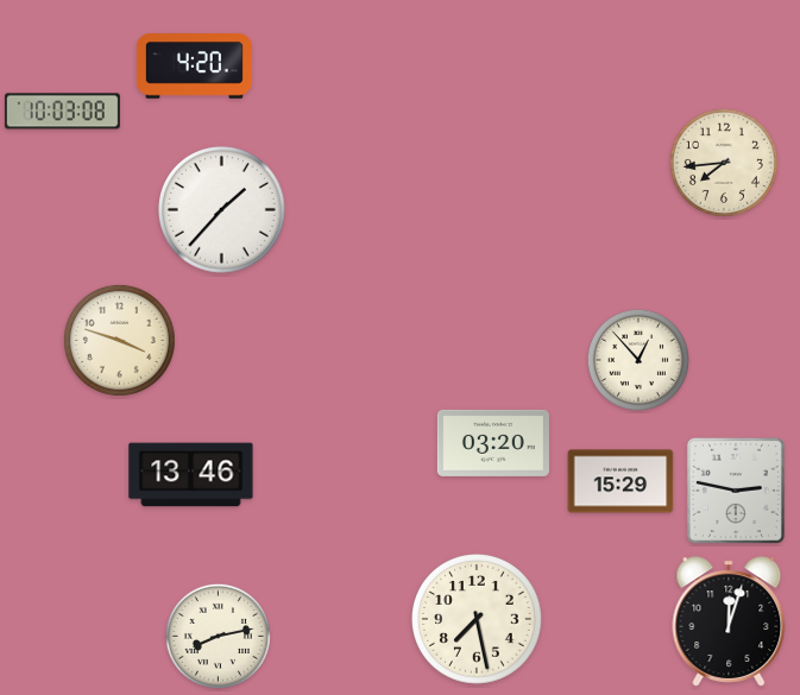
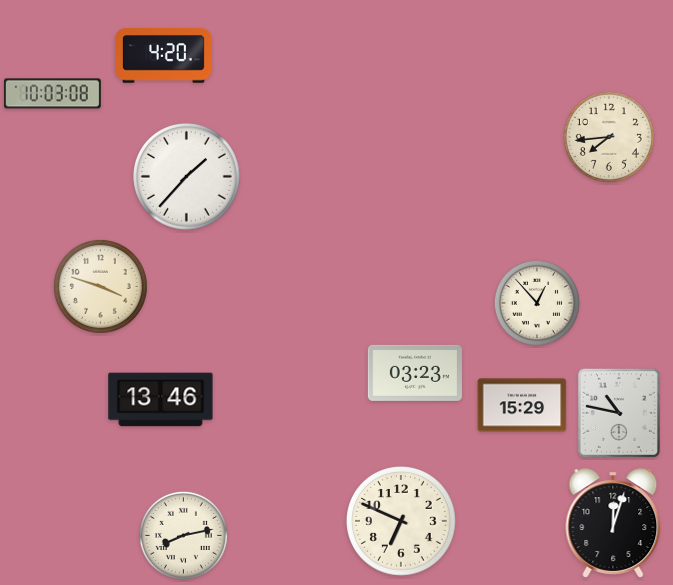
clock at (493, 443): 03:20 -> 03:23
clock at (736, 491): 2:47 -> 10:47
clock at (478, 620): 7:28 -> 6:49
